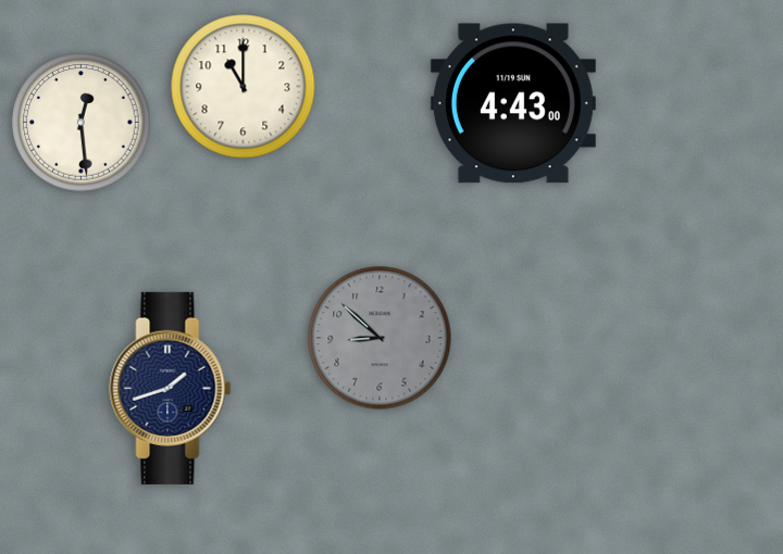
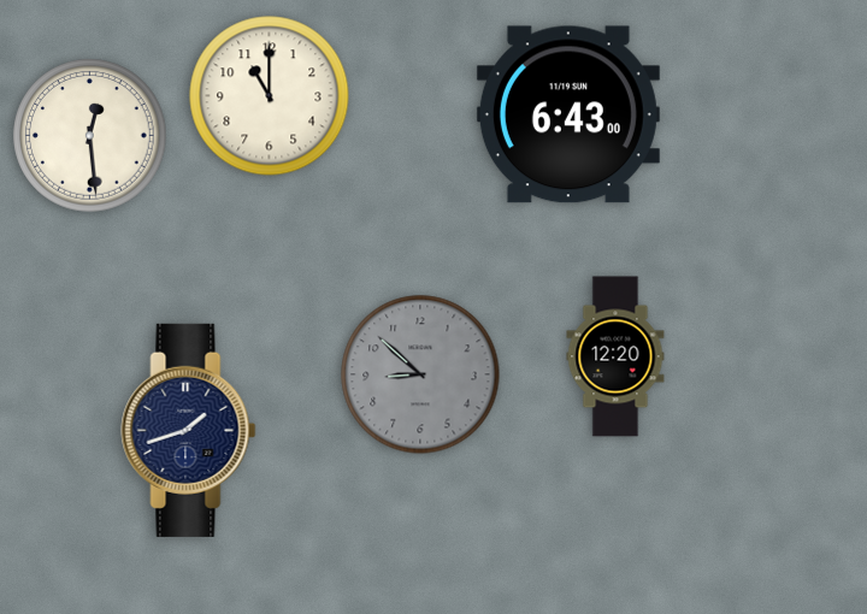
clock at (513, 103): 4:43 -> 6:43
clock at (615, 356): none -> 12:20
